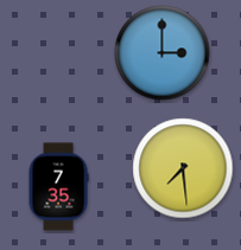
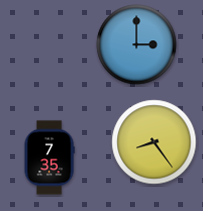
clock at (183, 168): 7:29 -> 8:24
